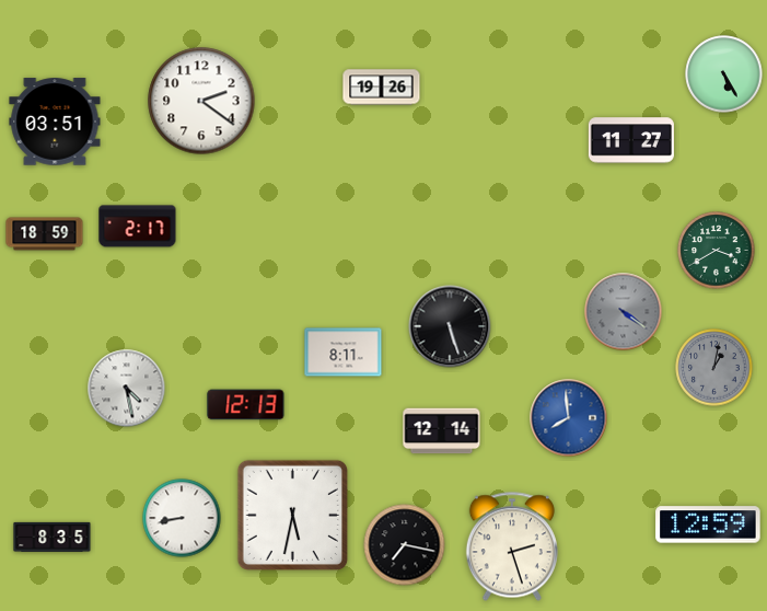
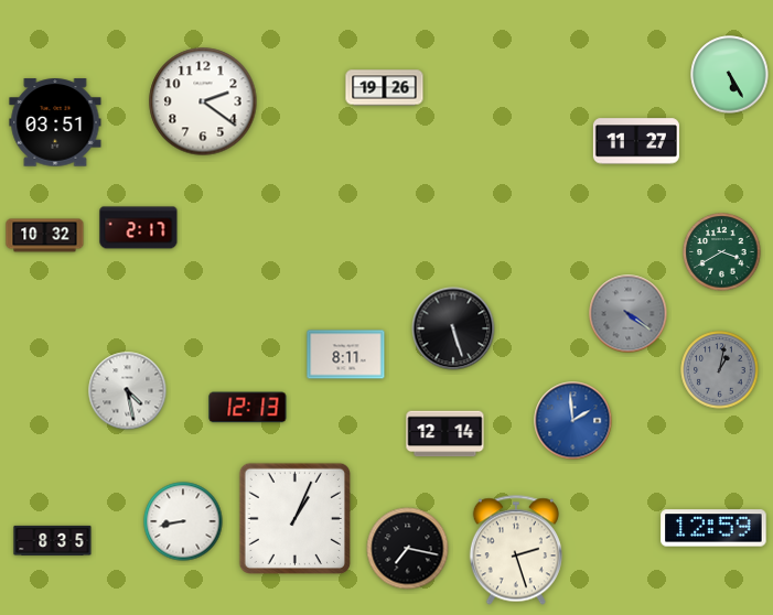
clock at (45, 234): 18:59 -> 10:32
clock at (569, 418): 7:59 -> 1:59
clock at (292, 515): 5:32 -> 1:04
